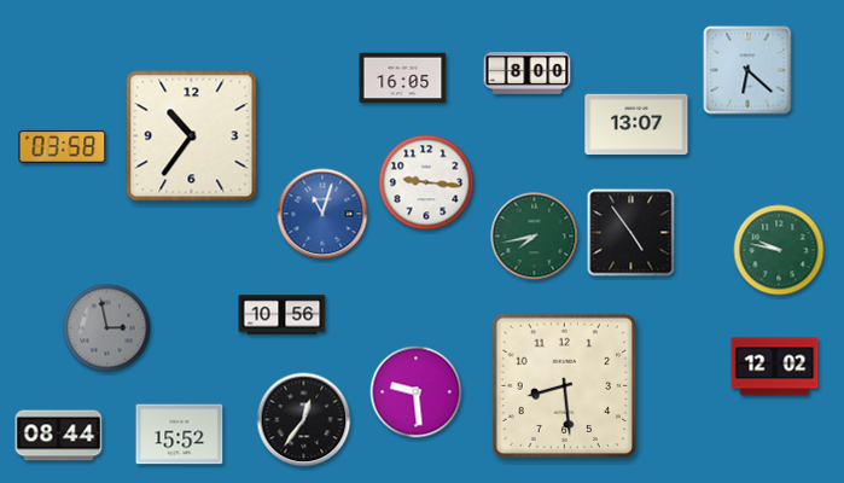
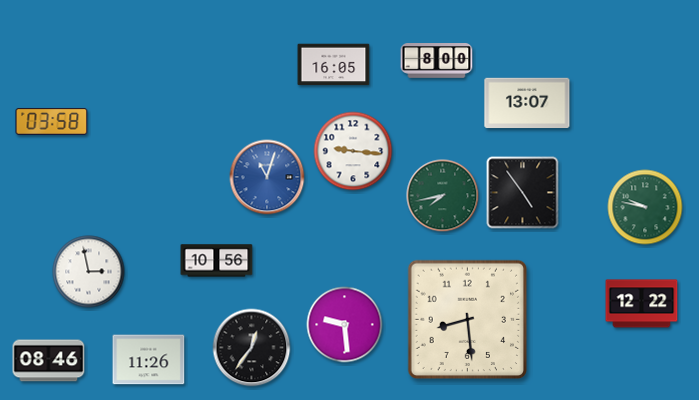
clock at (747, 70): 6:22 -> none
clock at (192, 136): 10:36 -> none
clock at (283, 315) position: (283, 315) -> (217, 261)
clock at (107, 328) dial: grey -> white
clock at (775, 367): 12:02 -> 12:22
clock at (180, 435): 15:52 -> 11:26
clock at (59, 436): 08:44 -> 08:46
